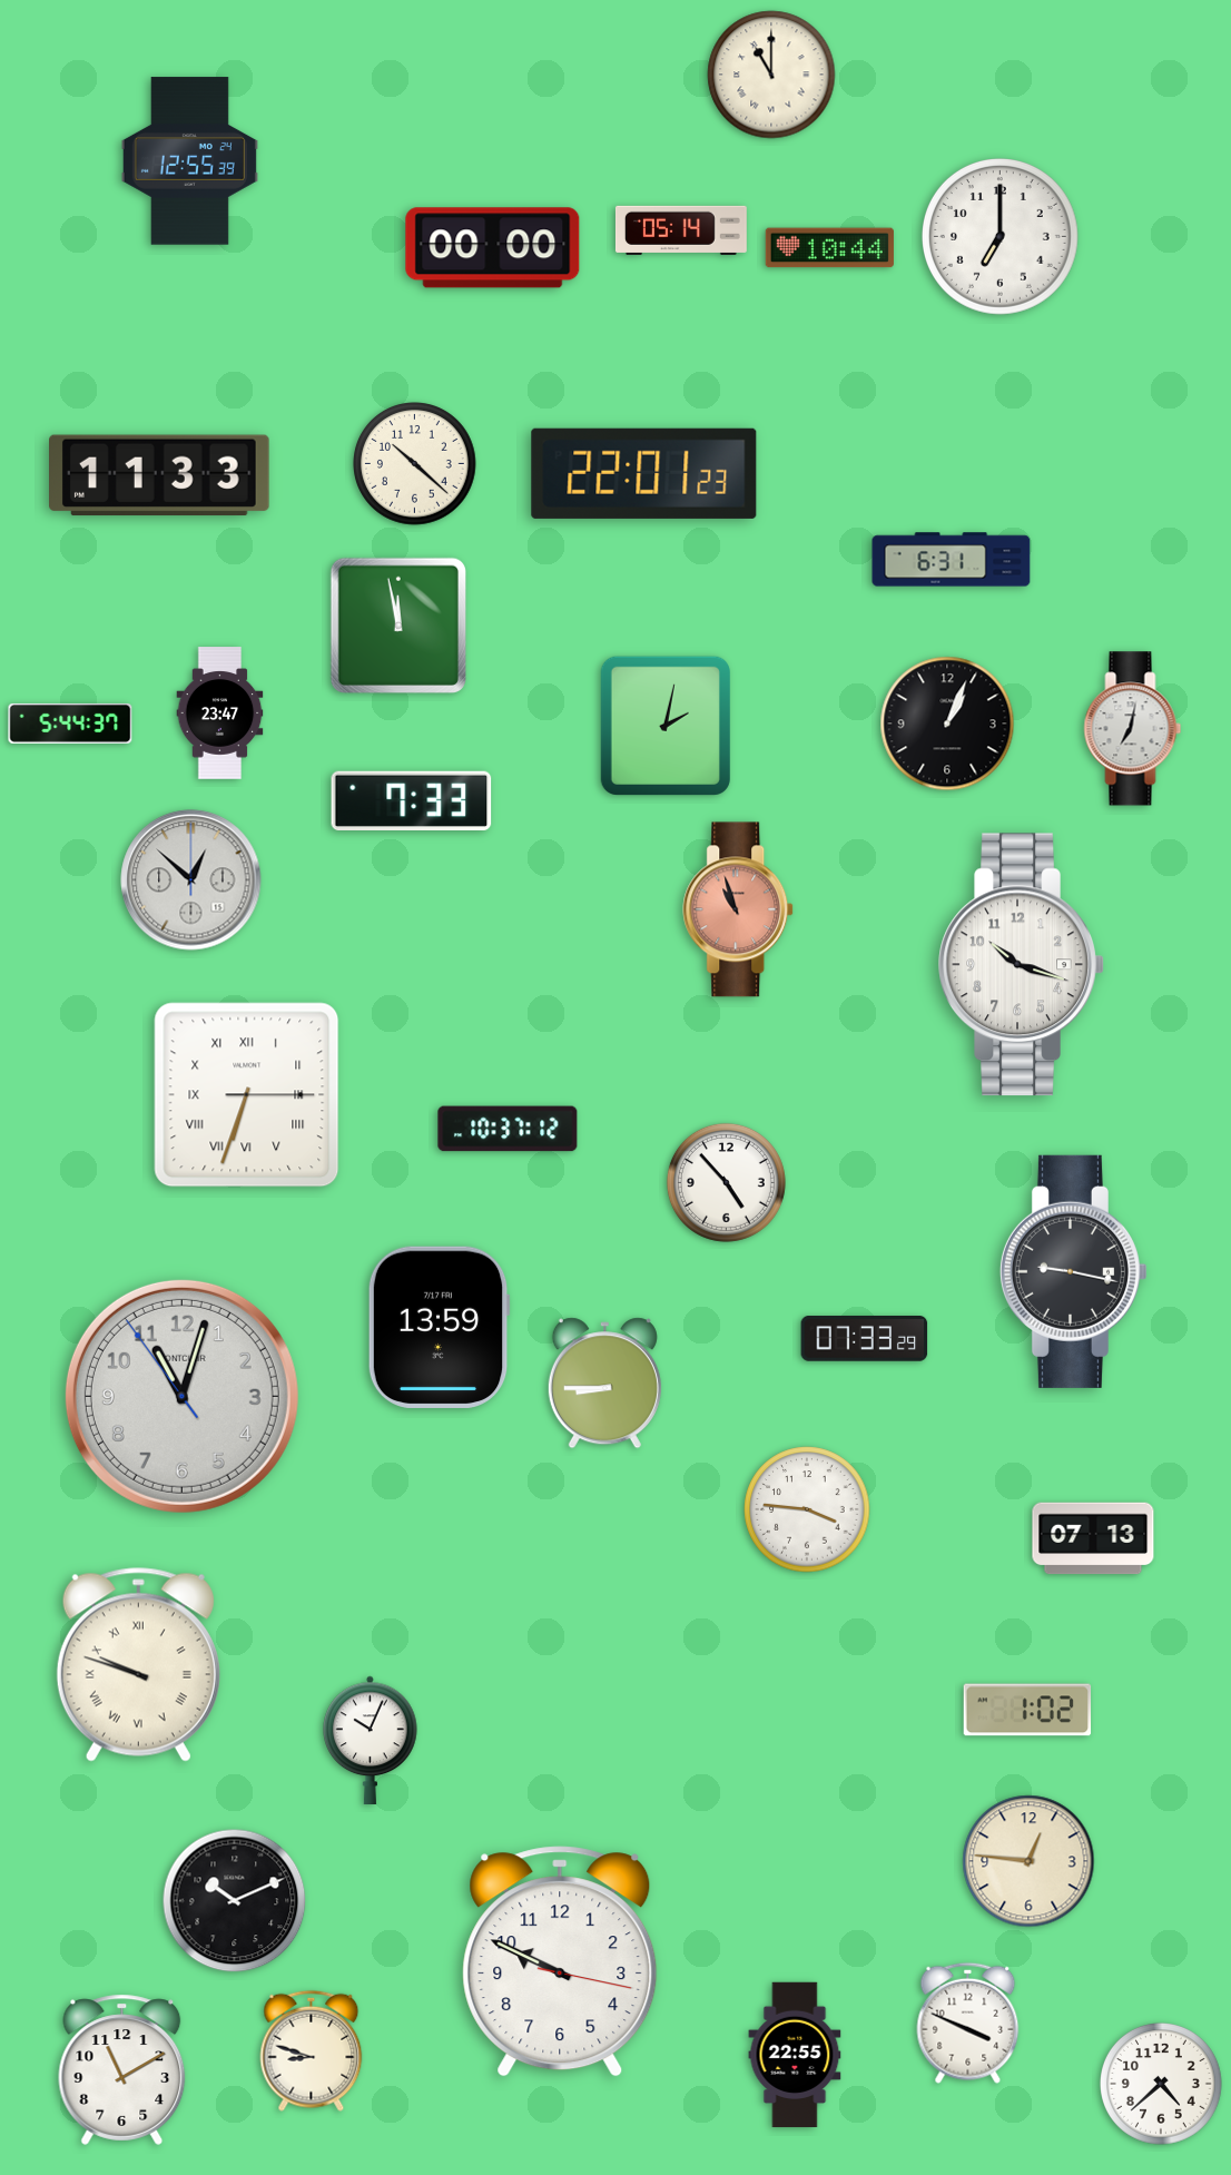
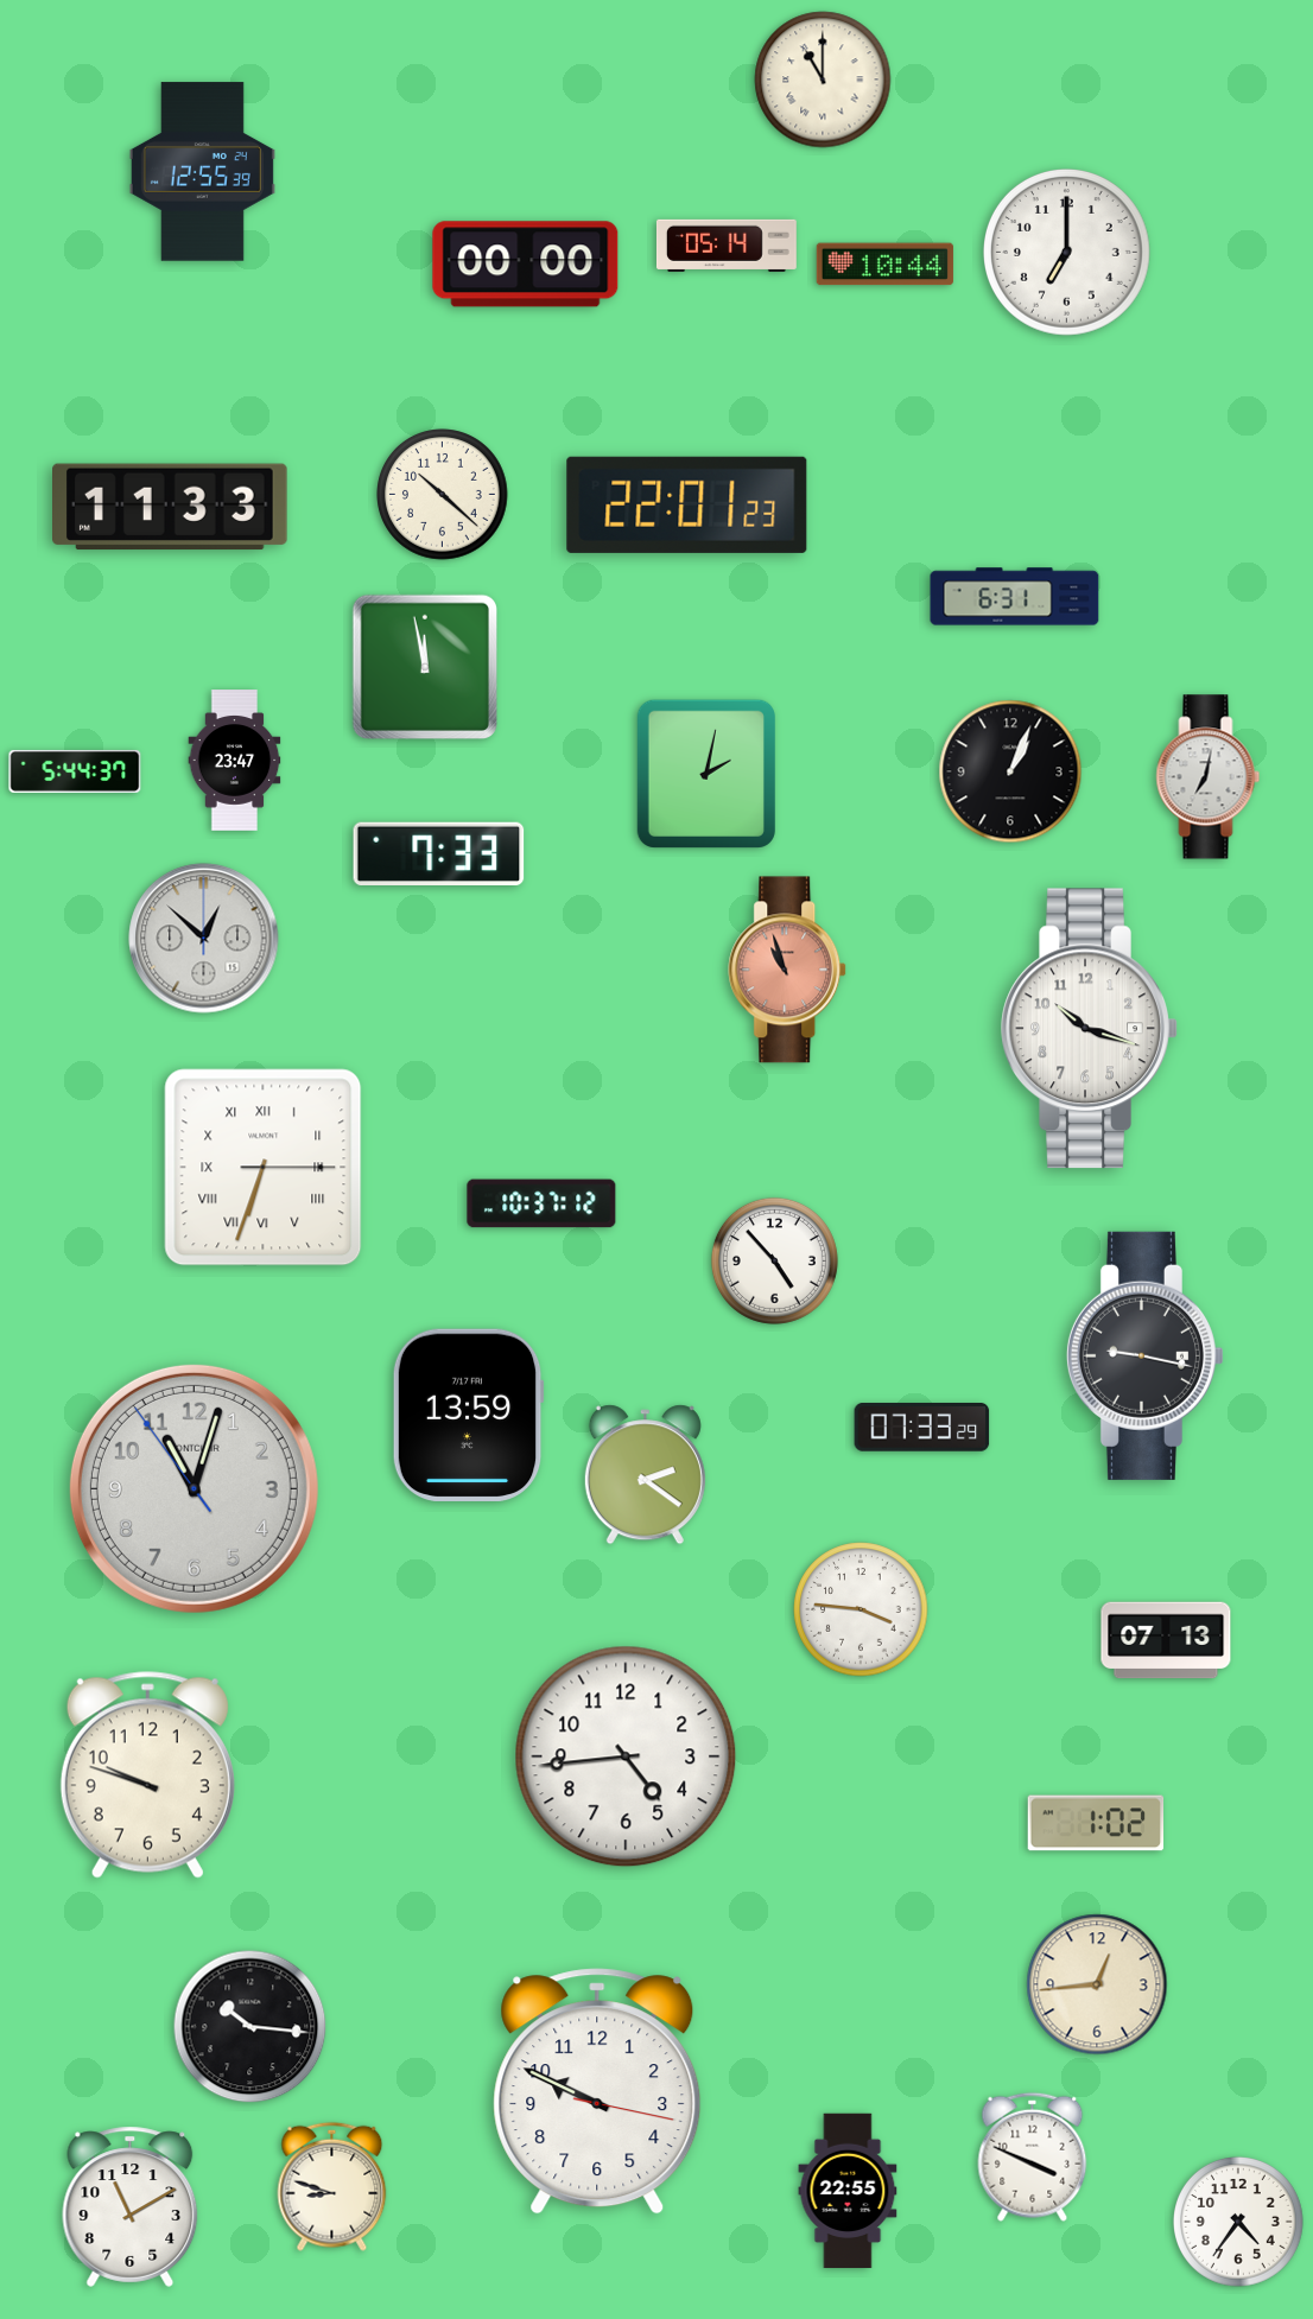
clock at (666, 726) position: (666, 726) -> (706, 774)
clock at (604, 1384): 8:45 -> 2:21
clock at (626, 1756): none -> 4:44
clock at (138, 1665) numerals: Roman -> Arabic
clock at (371, 1740): 10:04 -> none
clock at (1028, 1861): 12:46 -> 12:44
clock at (235, 1901): 10:11 -> 10:16
clock at (1162, 2085): 4:38 -> 4:36
